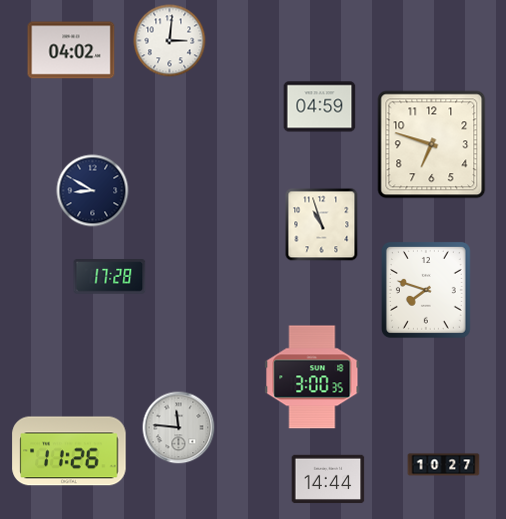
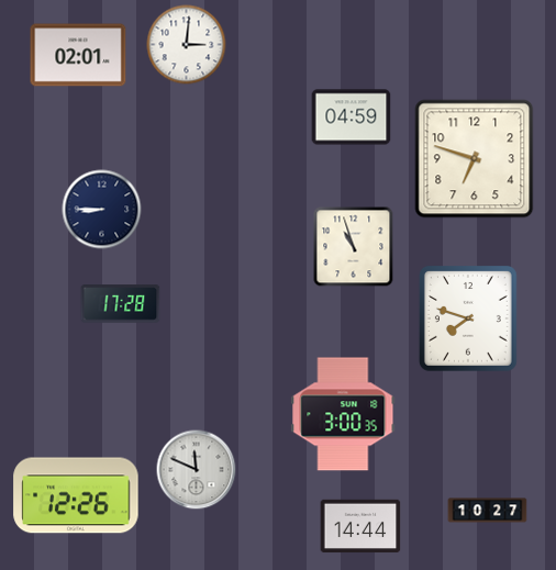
clock at (71, 50): 04:02 -> 02:01
clock at (93, 191): 8:50 -> 8:45
clock at (179, 428): 11:46 -> 11:49
clock at (69, 451): 11:26 -> 12:26
